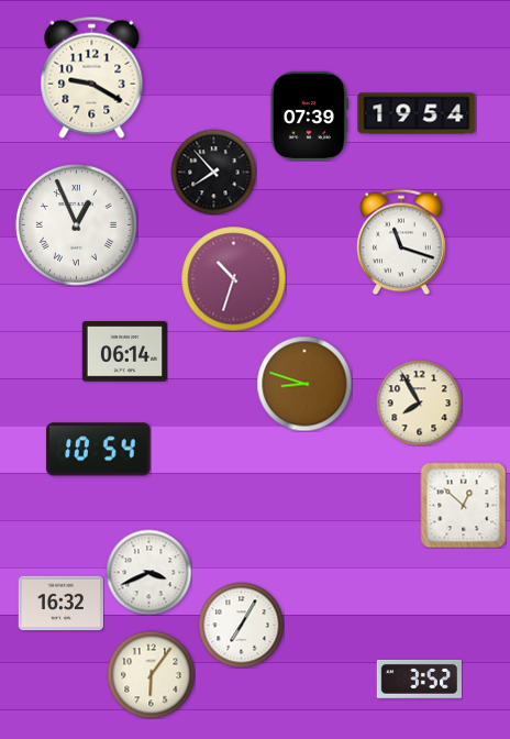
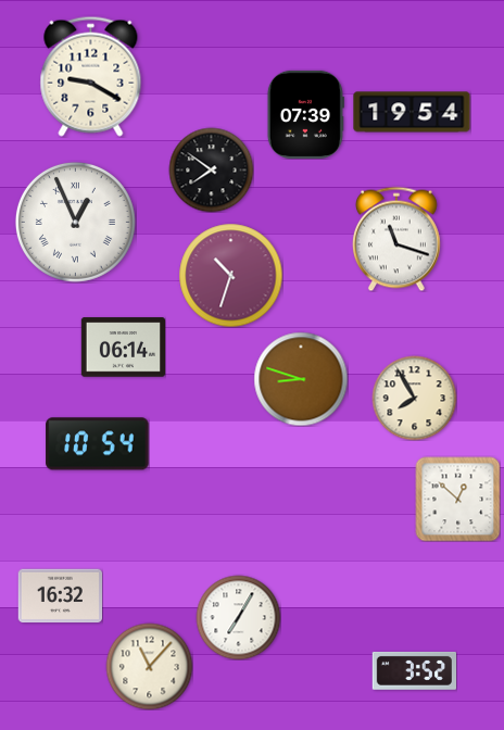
clock at (213, 172): 7:53 -> 7:51
clock at (148, 572): 3:41 -> none
clock at (151, 674): 6:06 -> 11:07
